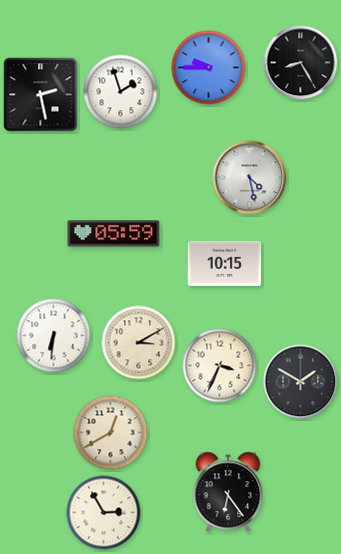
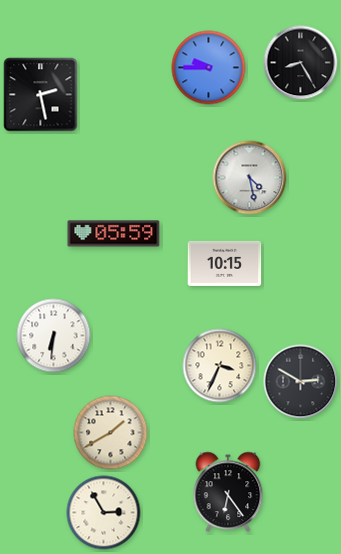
clock at (121, 92): 1:57 -> none
clock at (139, 343): 3:10 -> none
clock at (301, 382): 1:50 -> 2:50
clock at (111, 433): 12:40 -> 1:40
